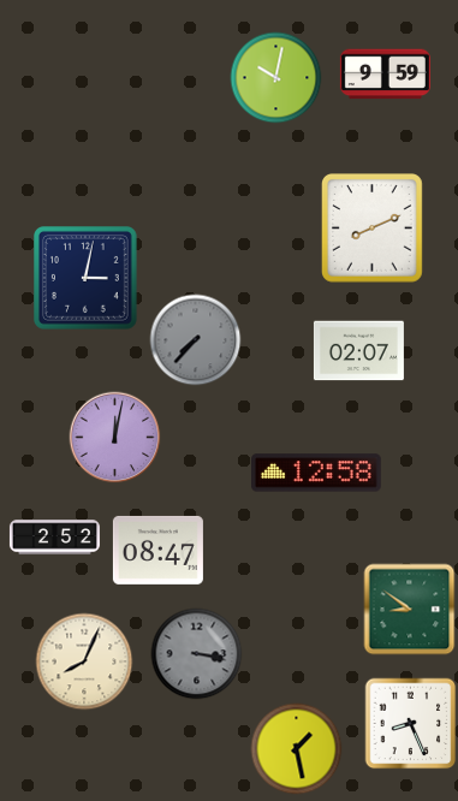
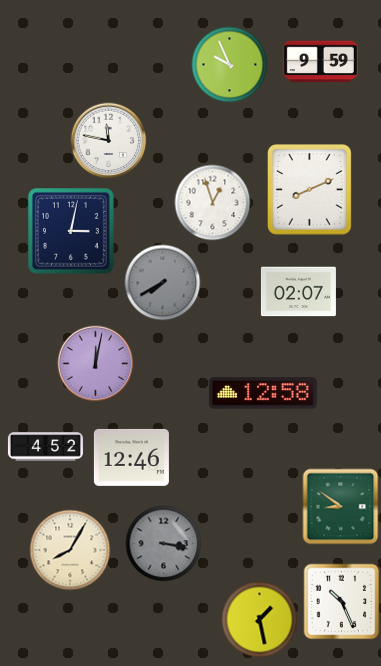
clock at (276, 78): 10:02 -> 9:56
clock at (109, 141): none -> 11:47
clock at (213, 203): none -> 12:57
clock at (196, 340): 7:37 -> 7:40
clock at (54, 538): 2:52 -> 4:52
clock at (157, 550): 08:47 -> 12:46
clock at (84, 661): 8:04 -> 8:05
clock at (411, 724): 8:26 -> 10:26
clock at (297, 749) position: (297, 749) -> (260, 620)
